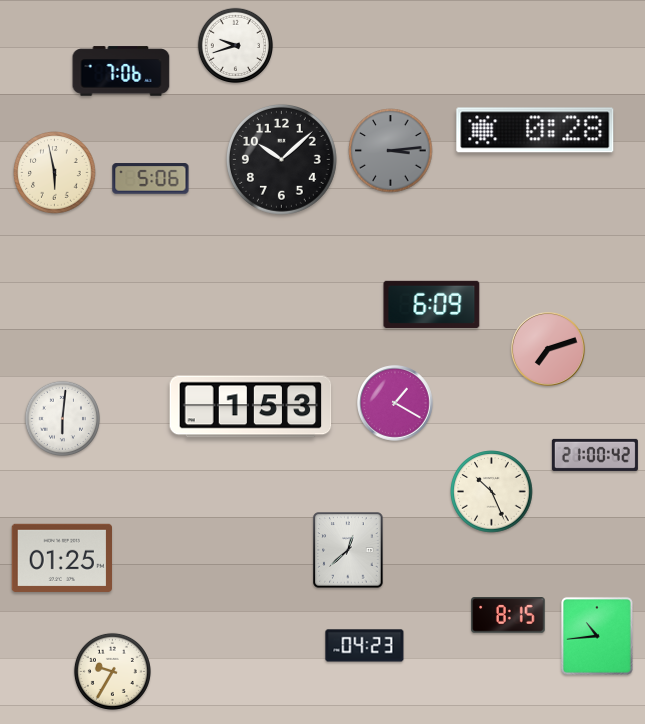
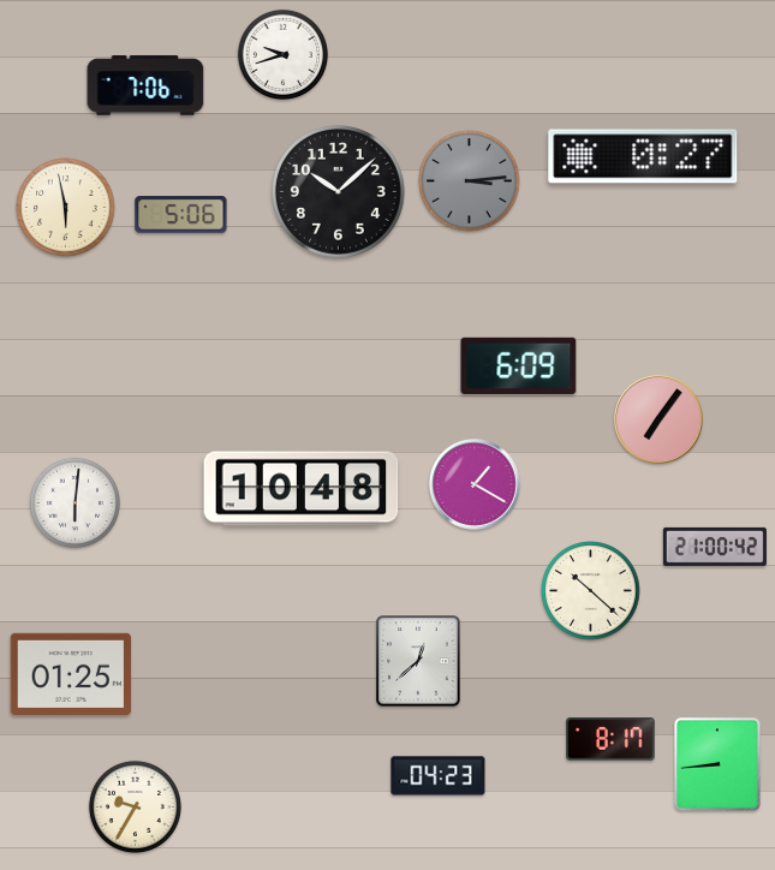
clock at (535, 130): 0:28 -> 0:27
clock at (548, 349): 7:12 -> 7:06
clock at (251, 407): 1:53 -> 10:48
clock at (492, 492): 10:26 -> 10:22
clock at (61, 558) position: (61, 558) -> (70, 674)
clock at (508, 615): 8:15 -> 8:17
clock at (597, 636): 10:44 -> 8:44
